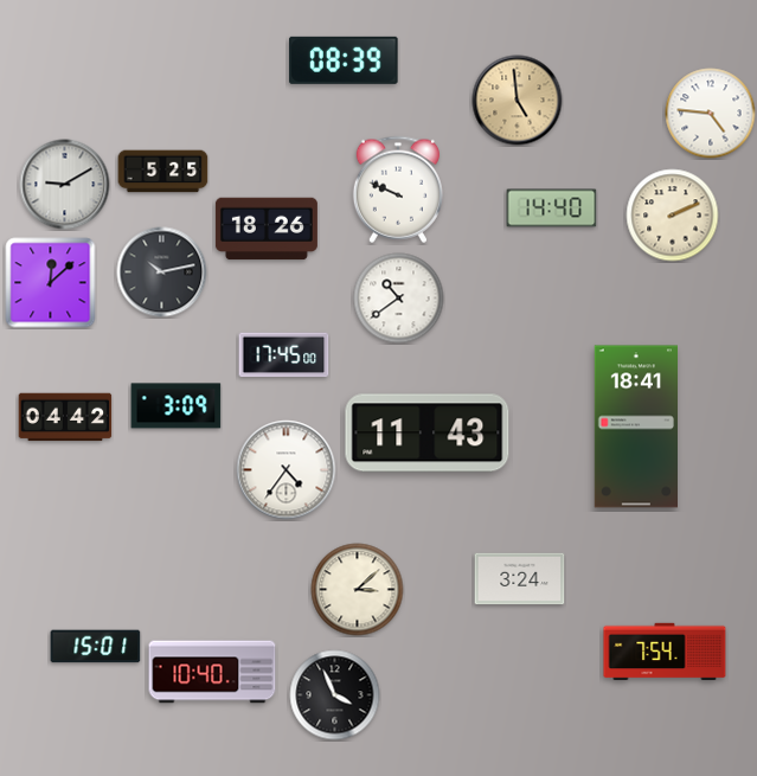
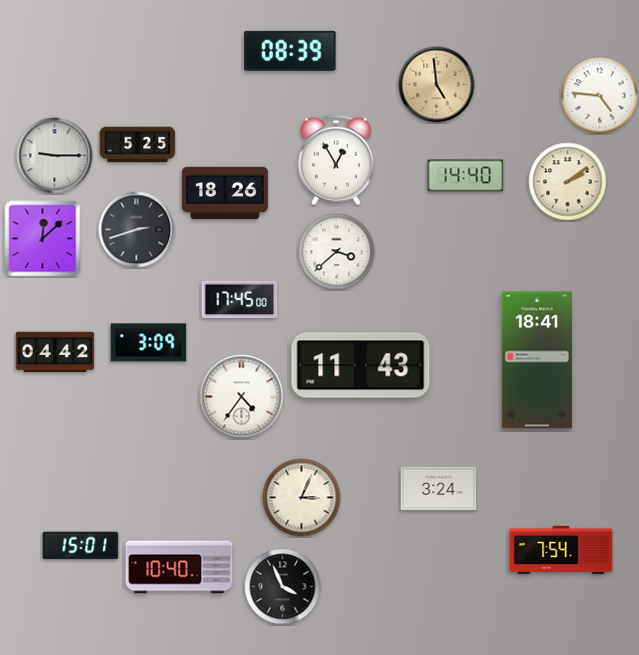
clock at (65, 185): 9:10 -> 9:15
clock at (398, 190): 9:49 -> 12:55
clock at (673, 216): 2:11 -> 2:09
clock at (162, 272): 10:13 -> 2:42
clock at (399, 299): 10:39 -> 3:38
clock at (358, 590): 3:08 -> 3:04
